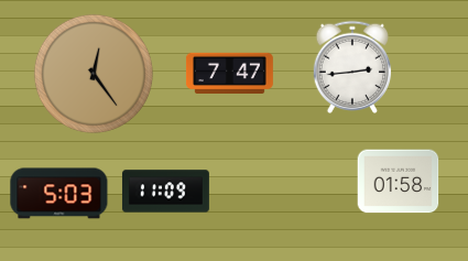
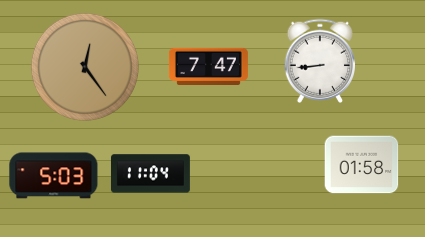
clock at (352, 67): 2:44 -> 8:44
clock at (165, 192): 11:09 -> 11:04
